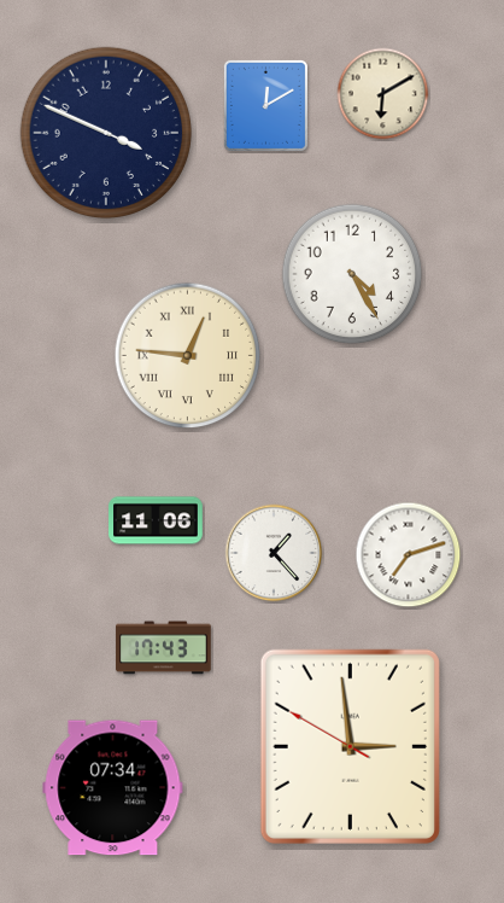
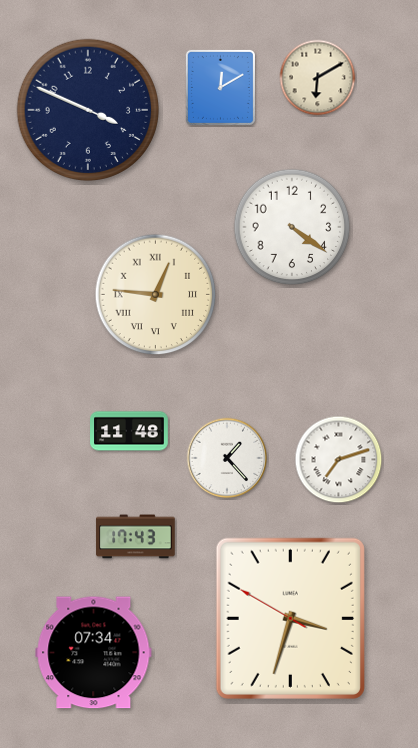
clock at (352, 274): 4:25 -> 4:21
clock at (156, 520): 11:06 -> 11:48
clock at (350, 746): 2:58 -> 3:32
